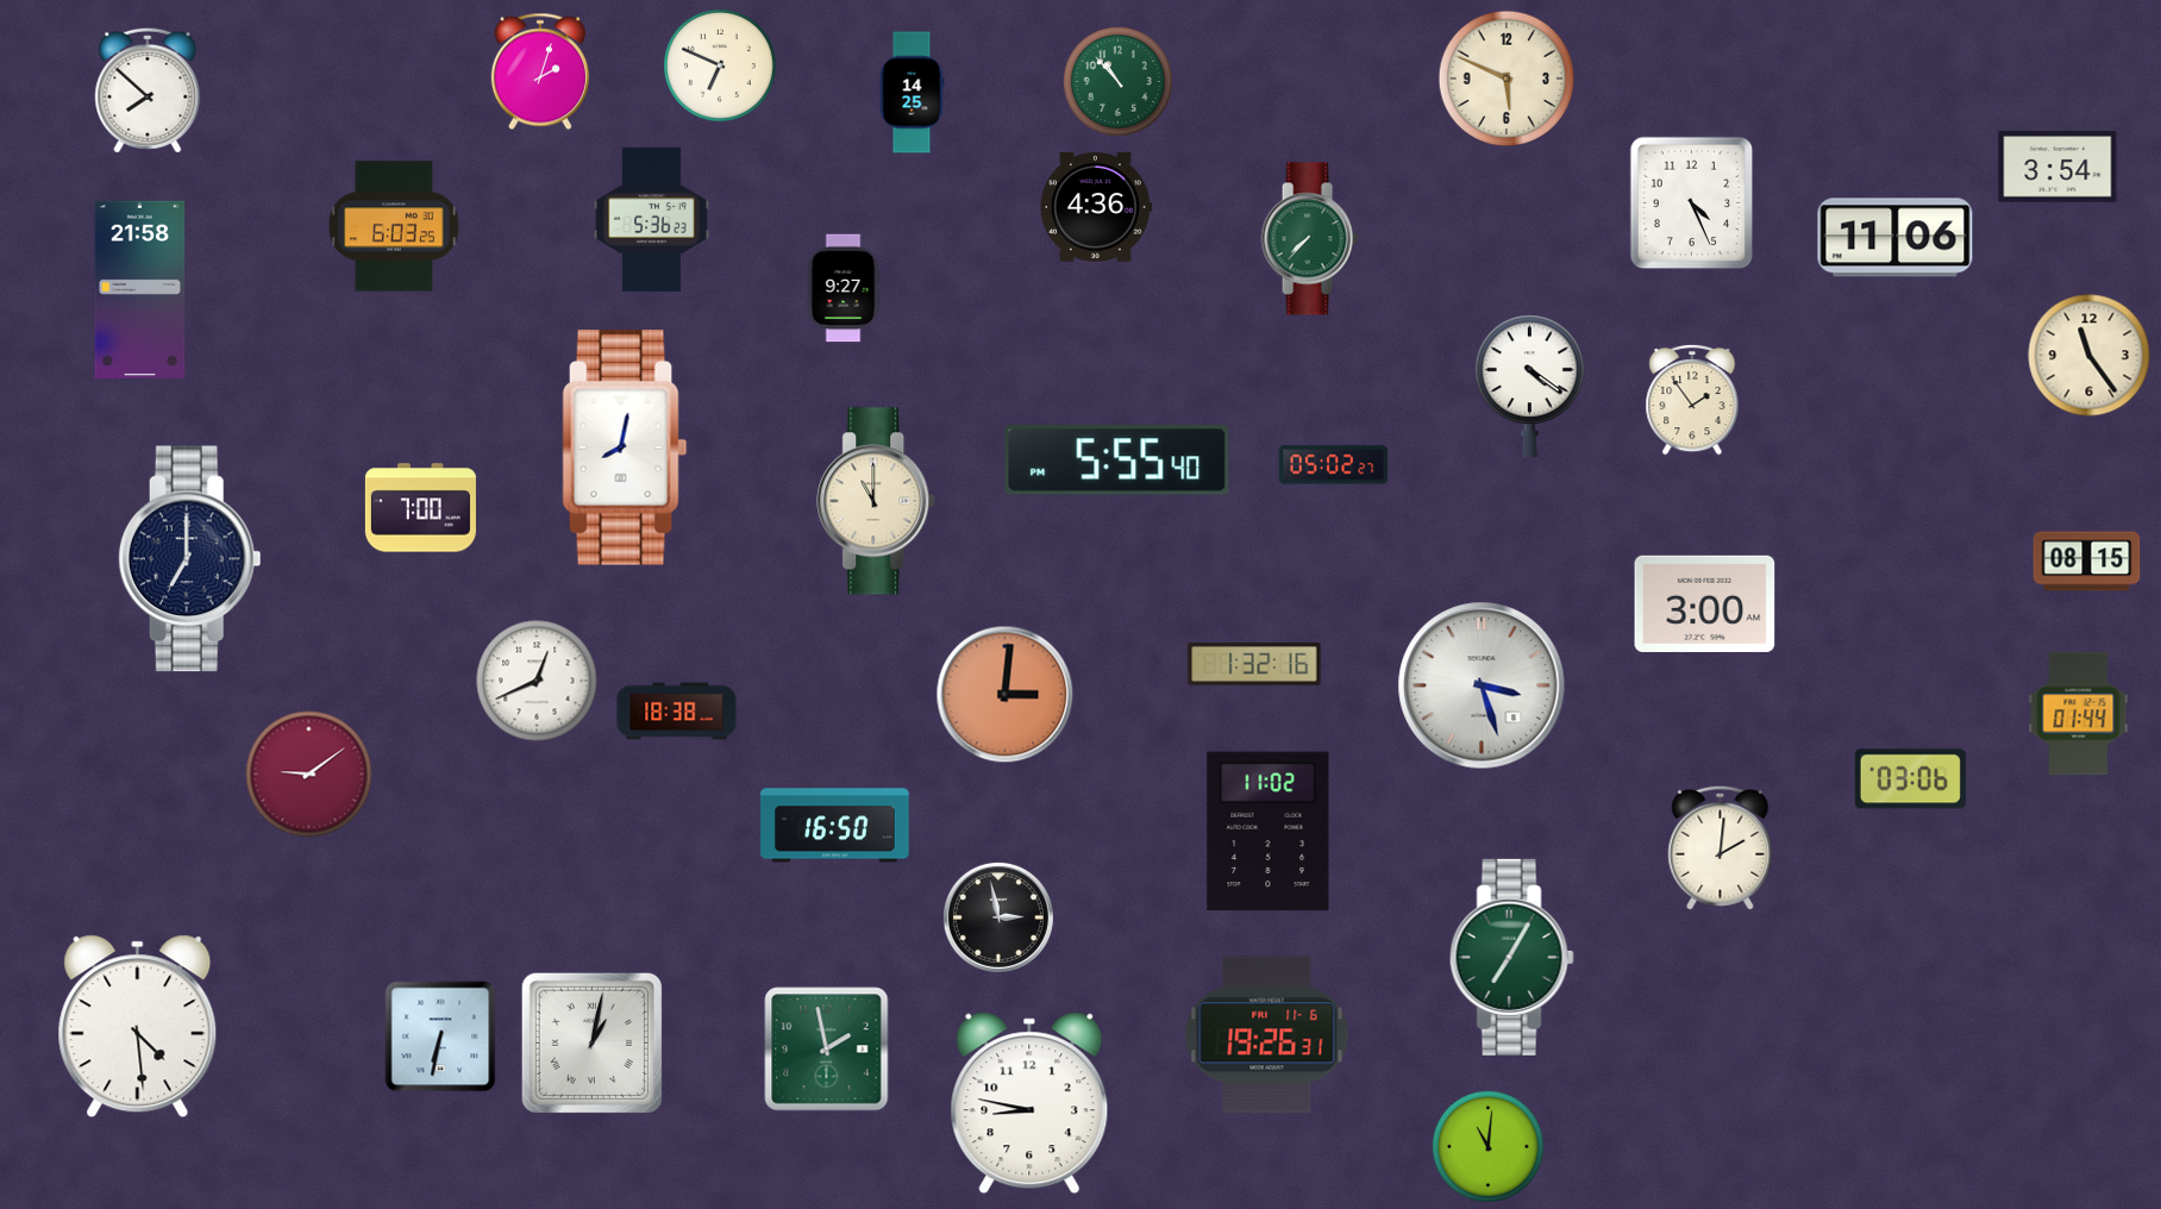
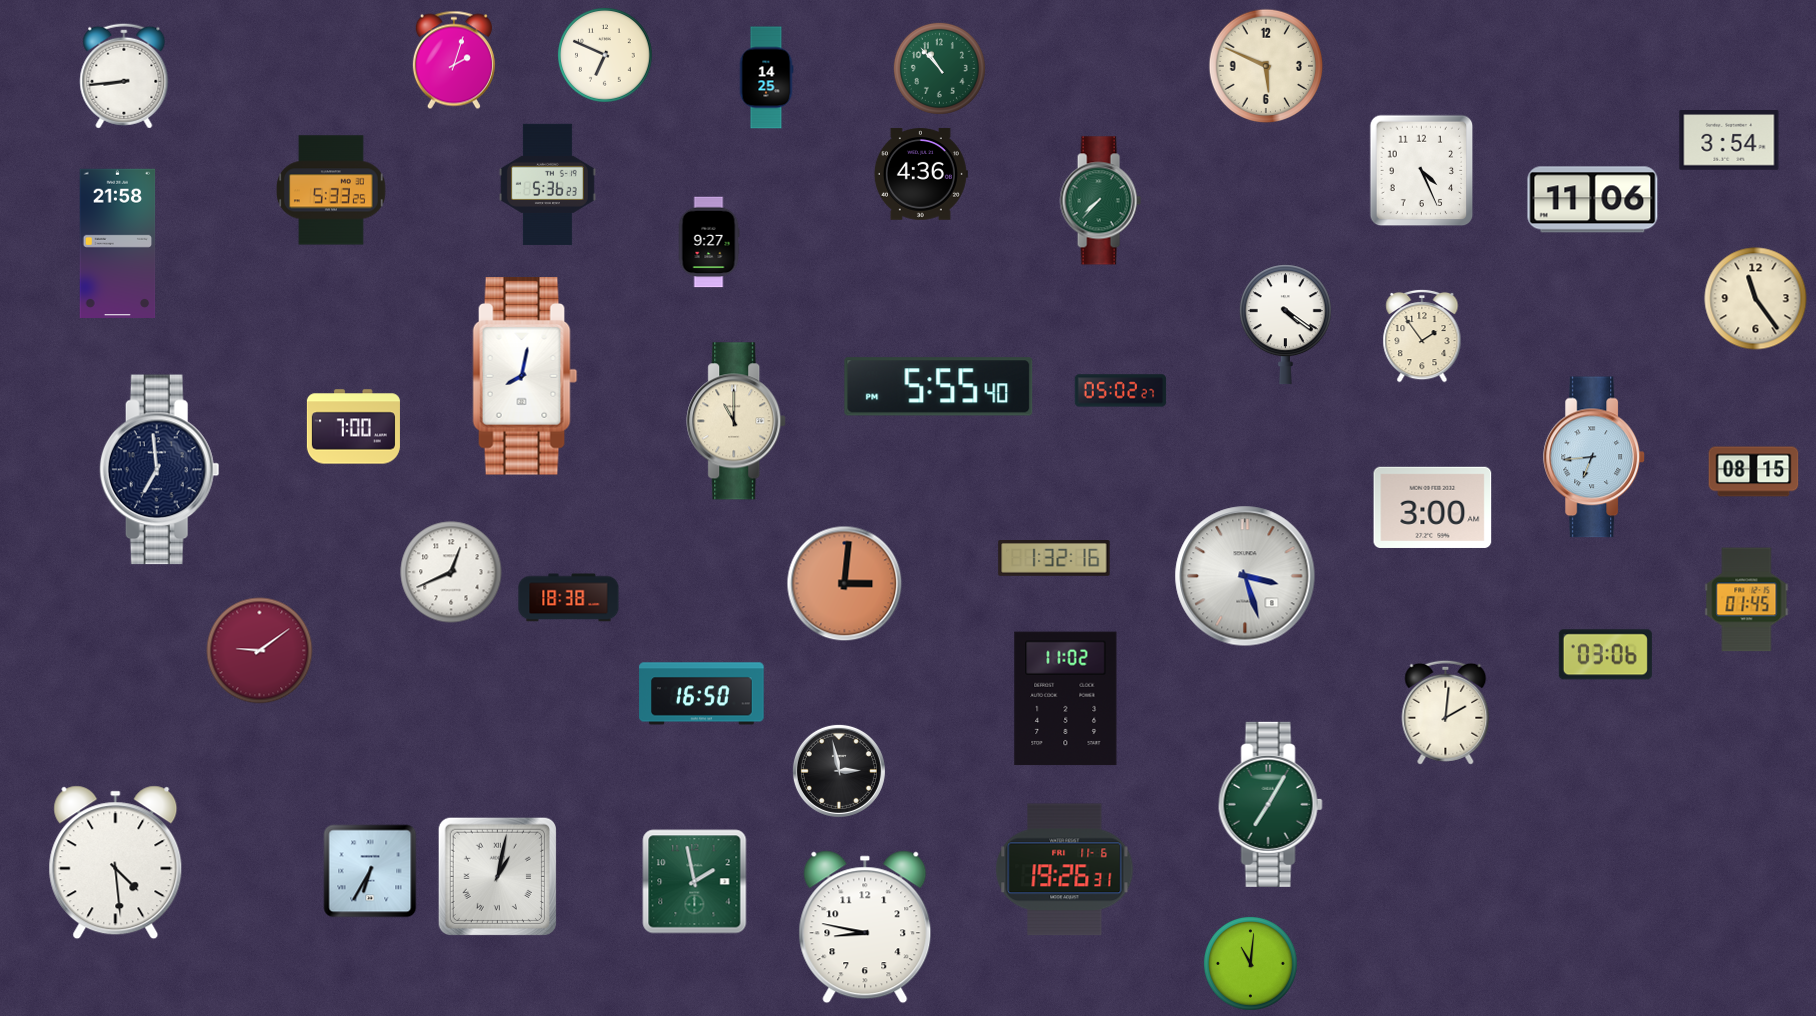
clock at (148, 90): 7:52 -> 8:44
clock at (395, 226): 6:03 -> 5:33
clock at (1595, 457): none -> 6:44
clock at (189, 559): 7:00 -> 6:59
clock at (2079, 714): 01:44 -> 01:45
clock at (440, 1036): 6:32 -> 6:35
